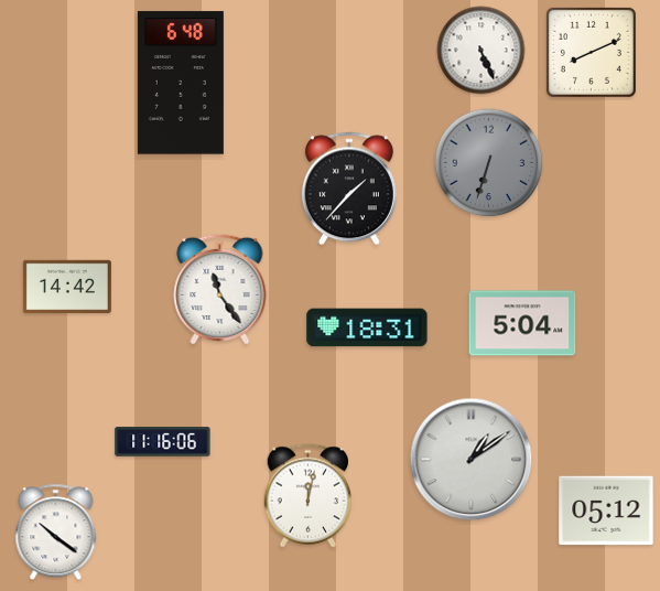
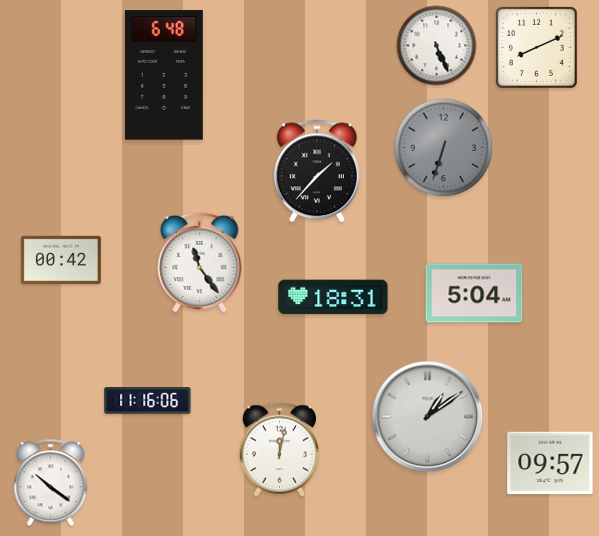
clock at (67, 286): 14:42 -> 00:42
clock at (606, 511): 05:12 -> 09:57
